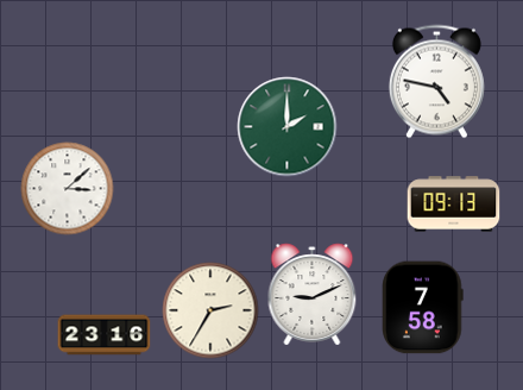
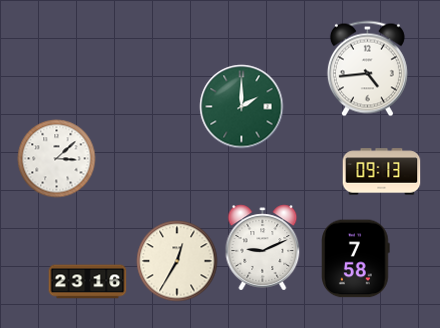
clock at (436, 81): 4:47 -> 4:44
clock at (210, 310): 2:35 -> 12:35
